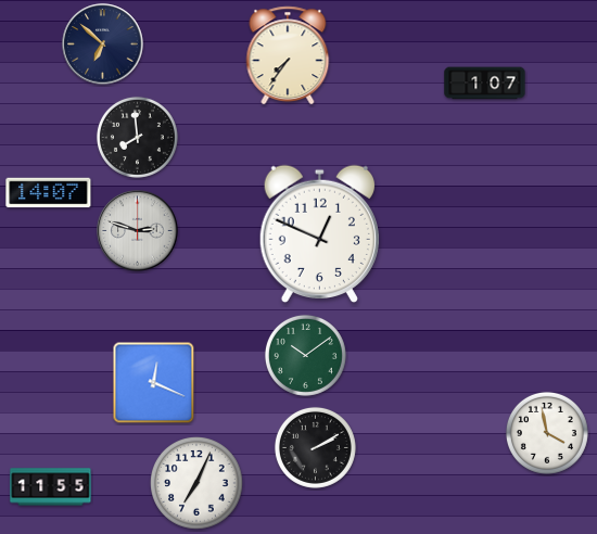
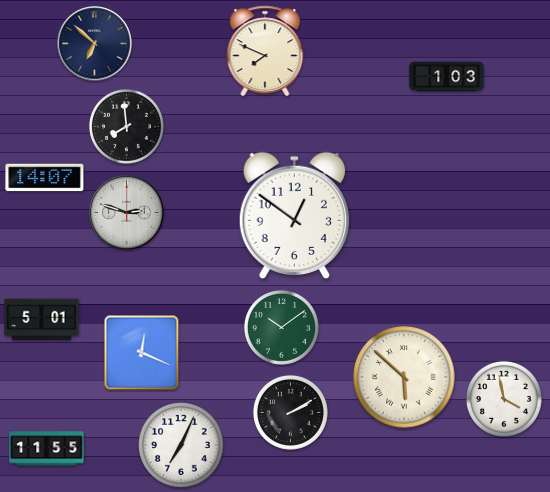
clock at (103, 44) position: (103, 44) -> (95, 44)
clock at (288, 55): 7:36 -> 7:49
clock at (485, 84): 1:07 -> 1:03
clock at (319, 234): 12:49 -> 12:51
clock at (42, 320): none -> 5:01
clock at (404, 377): none -> 5:52
